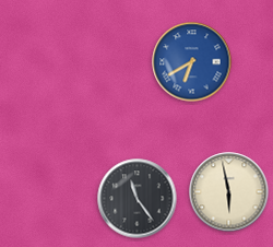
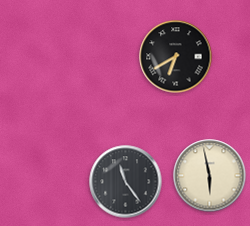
clock at (192, 62) dial: blue -> black
